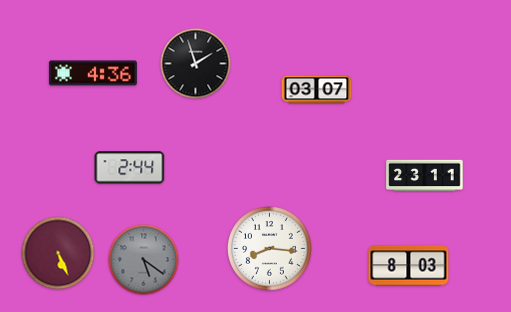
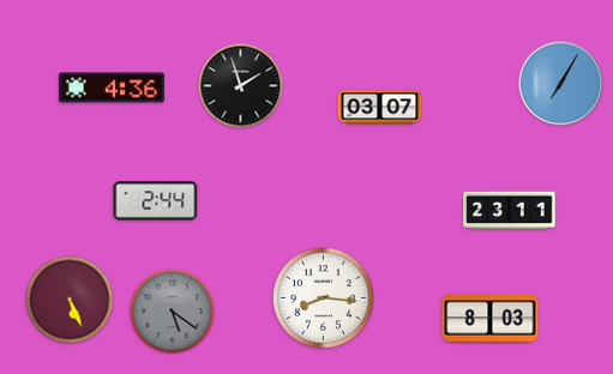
clock at (196, 64) position: (196, 64) -> (241, 86)
clock at (561, 84): none -> 7:05
clock at (58, 253) position: (58, 253) -> (70, 300)
